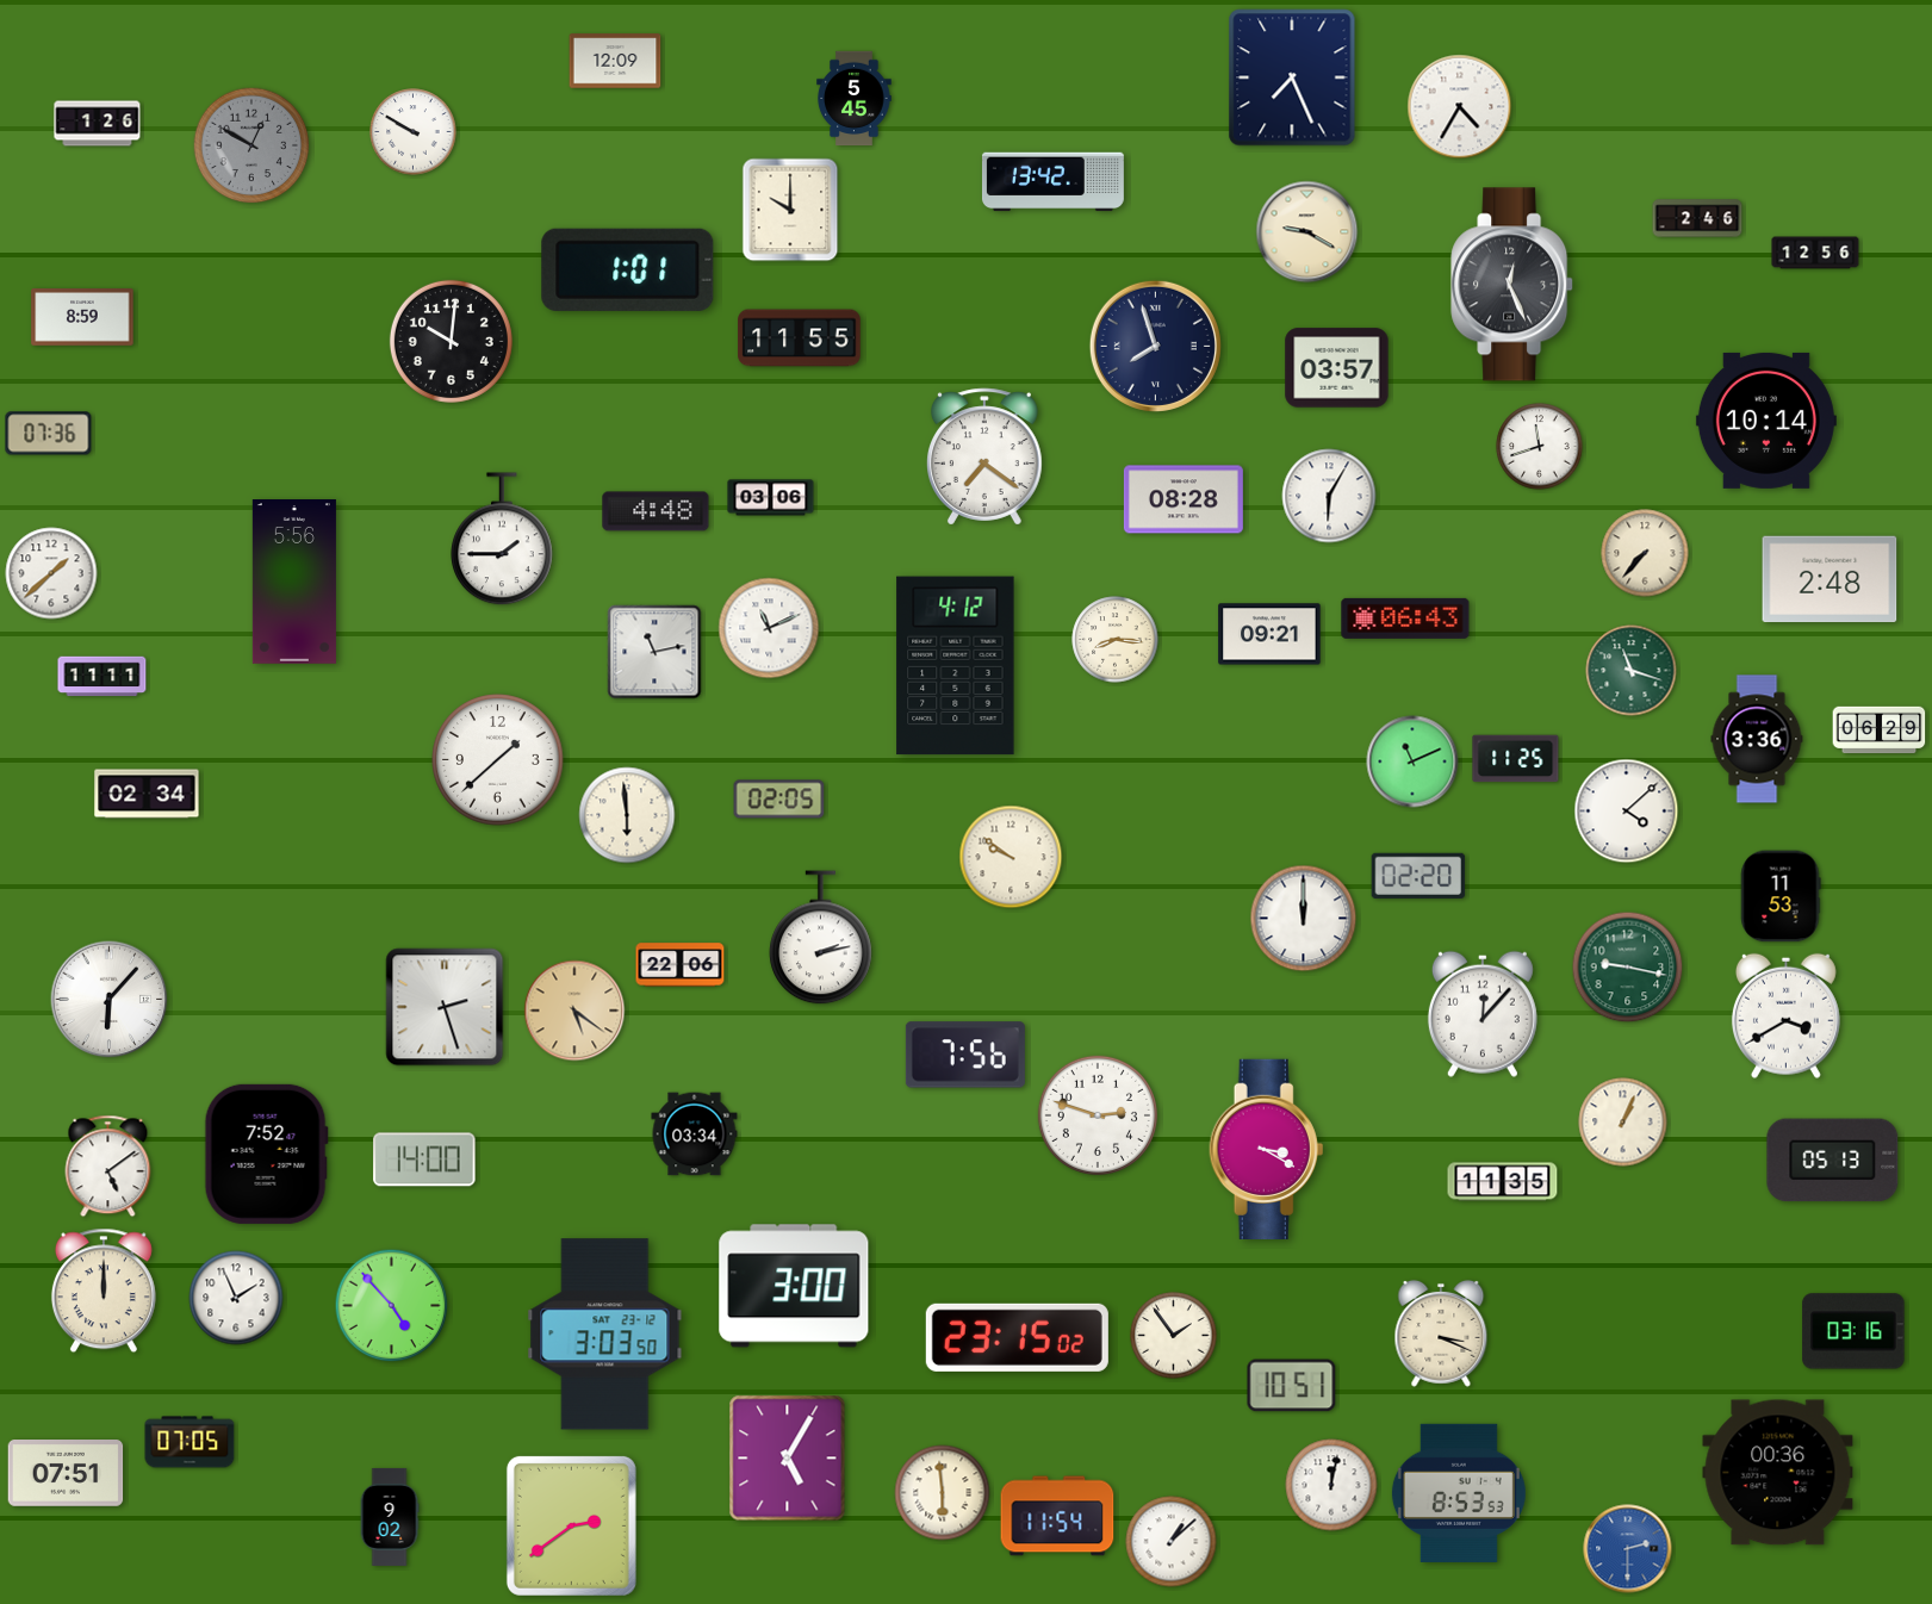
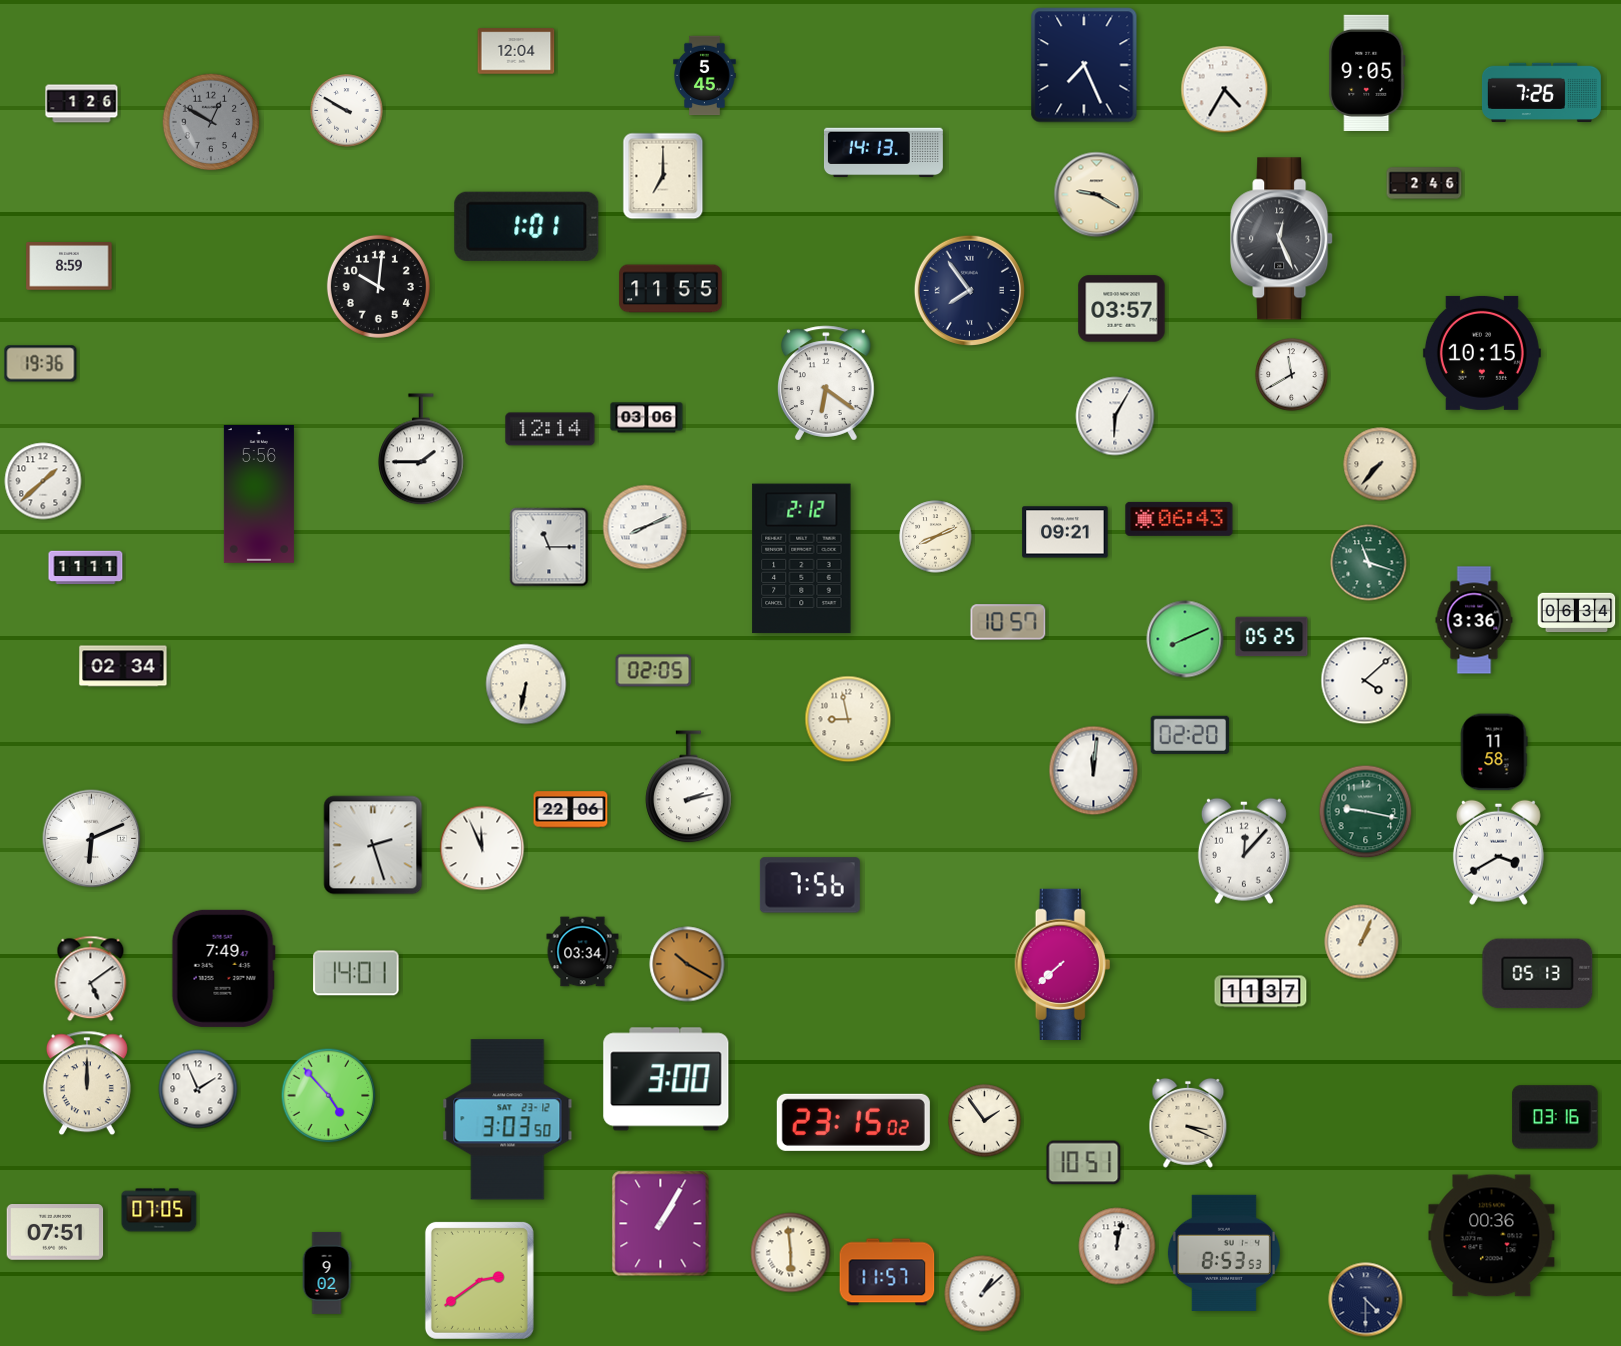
clock at (615, 61): 12:09 -> 12:04
clock at (1367, 73): none -> 9:05
clock at (855, 99) position: (855, 99) -> (705, 76)
clock at (1541, 93): none -> 7:26
clock at (1052, 182): 13:42 -> 14:13
clock at (790, 210): 10:00 -> 7:00
clock at (1815, 253): 12:56 -> none
clock at (1512, 285) position: (1512, 285) -> (1282, 239)
clock at (800, 338) position: (800, 338) -> (671, 289)
clock at (1155, 346): 7:57 -> 7:54
clock at (1766, 421): 10:14 -> 10:15
clock at (49, 434): 07:36 -> 19:36
clock at (1540, 447): 11:42 -> 11:40
clock at (984, 456): 7:21 -> 6:21
clock at (1184, 499): 08:28 -> none
clock at (656, 511): 4:48 -> 12:14
clock at (503, 540) position: (503, 540) -> (422, 450)
clock at (1830, 579): 2:48 -> none
clock at (294, 583) position: (294, 583) -> (259, 495)
clock at (769, 628): 11:11 -> 8:11
clock at (1116, 640): 8:16 -> 8:11
clock at (654, 652): 11:13 -> 11:15
clock at (956, 666): 4:12 -> 2:12
clock at (1880, 730): 06:29 -> 06:34
clock at (1008, 622): none -> 10:57
clock at (1516, 759): 11:25 -> 05:25
clock at (498, 760): 1:38 -> none
clock at (1412, 761): 11:11 -> 8:11
clock at (627, 815): 5:59 -> 6:32
clock at (1011, 857): 9:51 -> 8:58
clock at (1781, 896): 11:53 -> 11:58
clock at (1304, 919): 12:00 -> 12:01
clock at (110, 1000): 6:07 -> 6:11
clock at (574, 1011): 5:21 -> 11:56
clock at (574, 1011) dial: champagne -> white
clock at (1098, 1115): 2:48 -> none
clock at (687, 964): none -> 10:20
clock at (1267, 1149): 3:20 -> 7:38
clock at (266, 1154): 7:52 -> 7:49
clock at (424, 1160): 14:00 -> 14:01
clock at (1503, 1182): 11:35 -> 11:37
clock at (1441, 1333) position: (1441, 1333) -> (1188, 1123)
clock at (788, 1459): 5:05 -> 1:05
clock at (66, 1474) position: (66, 1474) -> (55, 1233)
clock at (1057, 1516): 11:54 -> 11:57
clock at (1628, 1549): 2:30 -> 4:30
clock at (1628, 1549) dial: blue -> navy
